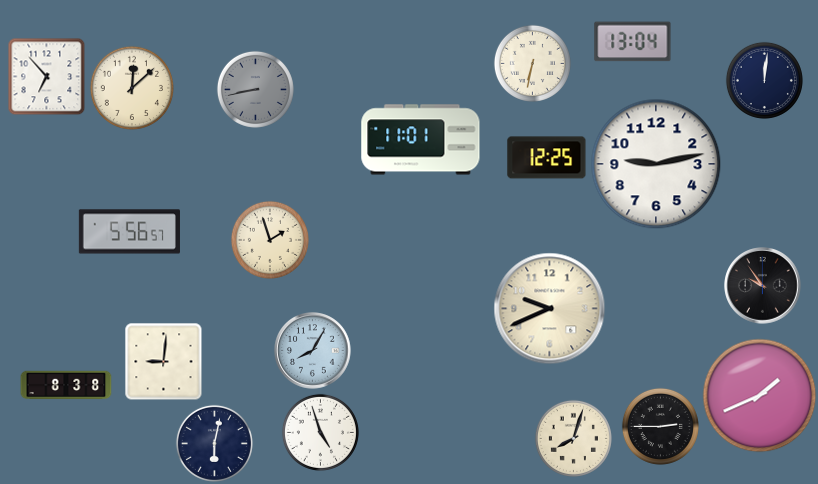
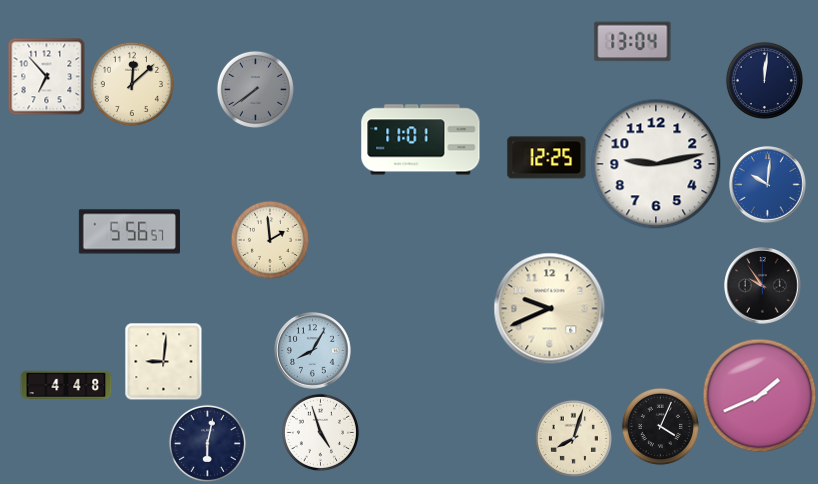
clock at (532, 63): 6:32 -> none
clock at (131, 87) position: (131, 87) -> (131, 83)
clock at (255, 89): 8:43 -> 7:39
clock at (768, 185): none -> 10:01
clock at (270, 240): 1:57 -> 1:59
clock at (66, 385): 8:38 -> 4:48
clock at (660, 426): 2:45 -> 4:04
clock at (214, 443) position: (214, 443) -> (207, 443)
